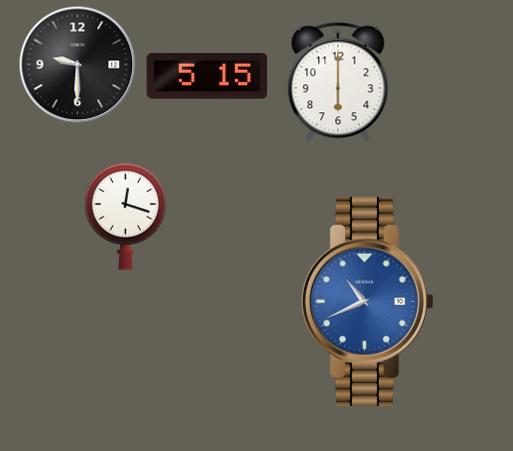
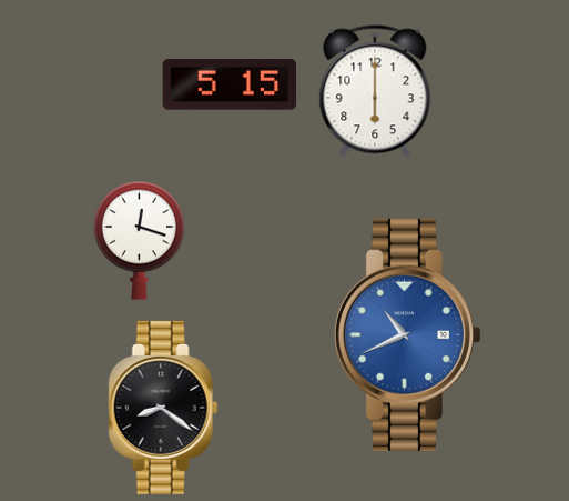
clock at (78, 65): 9:30 -> none
clock at (163, 408): none -> 8:21
